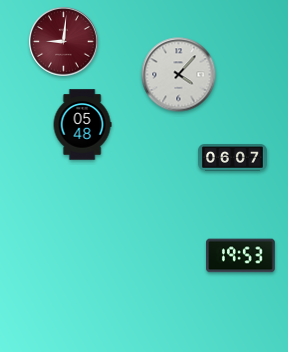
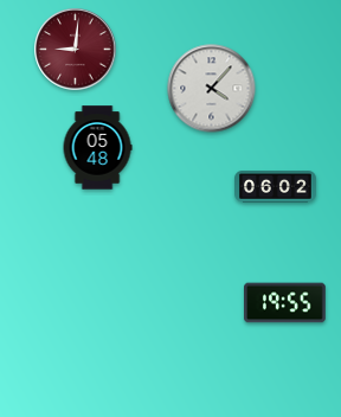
clock at (233, 158): 06:07 -> 06:02
clock at (241, 256): 19:53 -> 19:55
